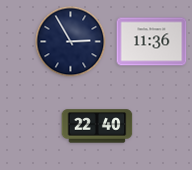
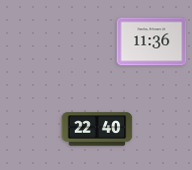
clock at (71, 42): 2:55 -> none
clock at (97, 126) position: (97, 126) -> (97, 129)
